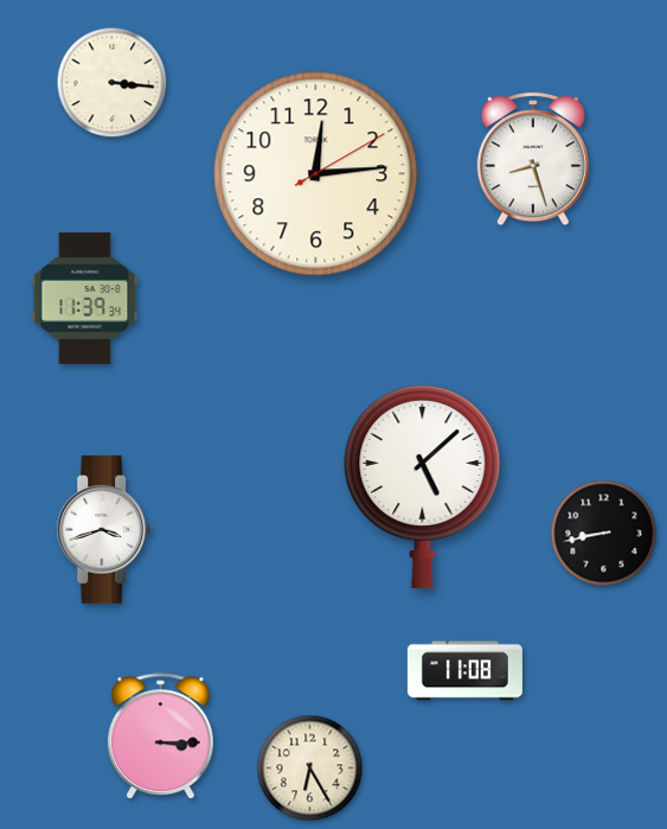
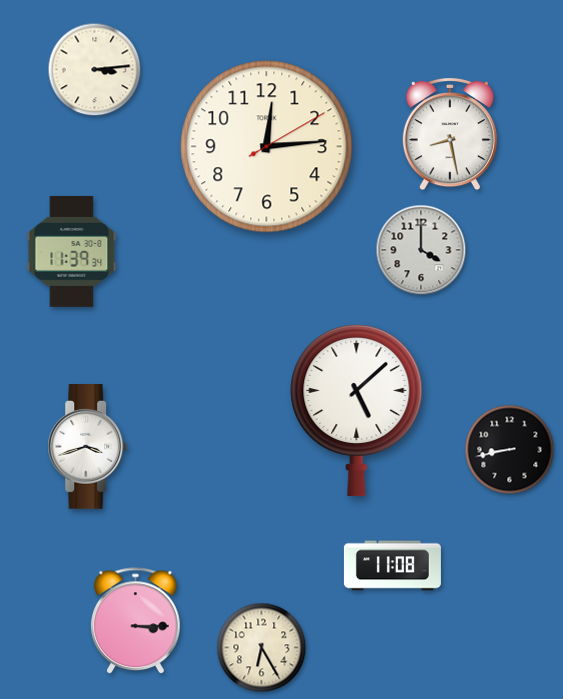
clock at (113, 83): 3:16 -> 3:14
clock at (533, 159): 8:27 -> 8:28
clock at (421, 250): none -> 4:00
